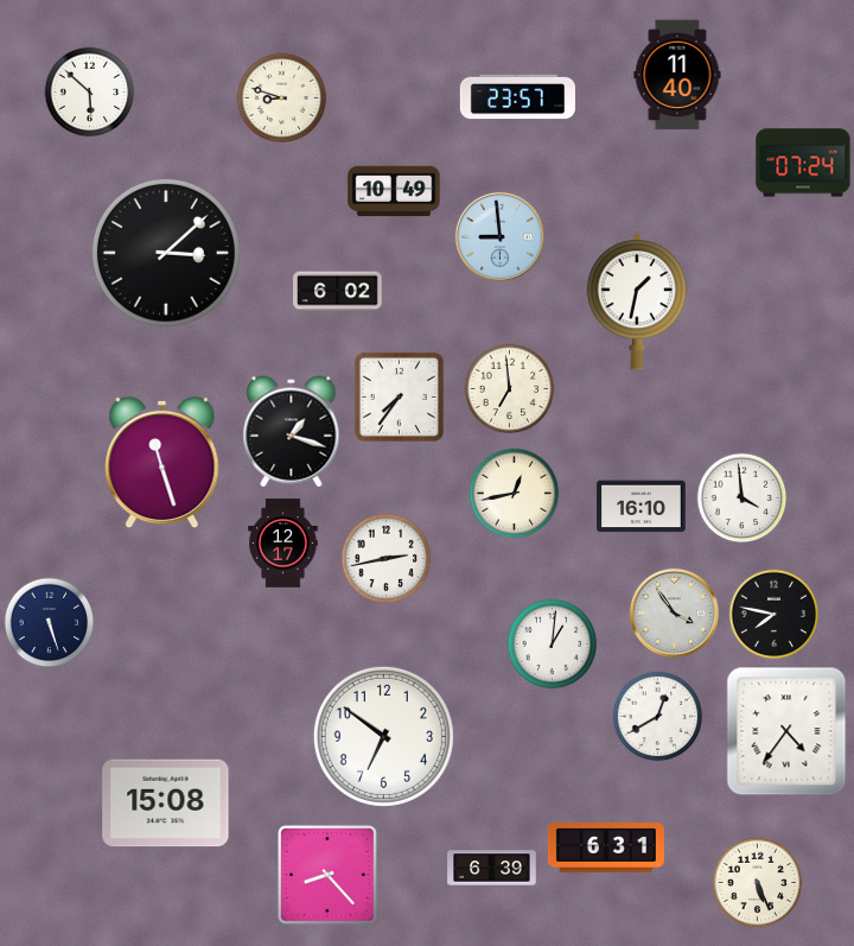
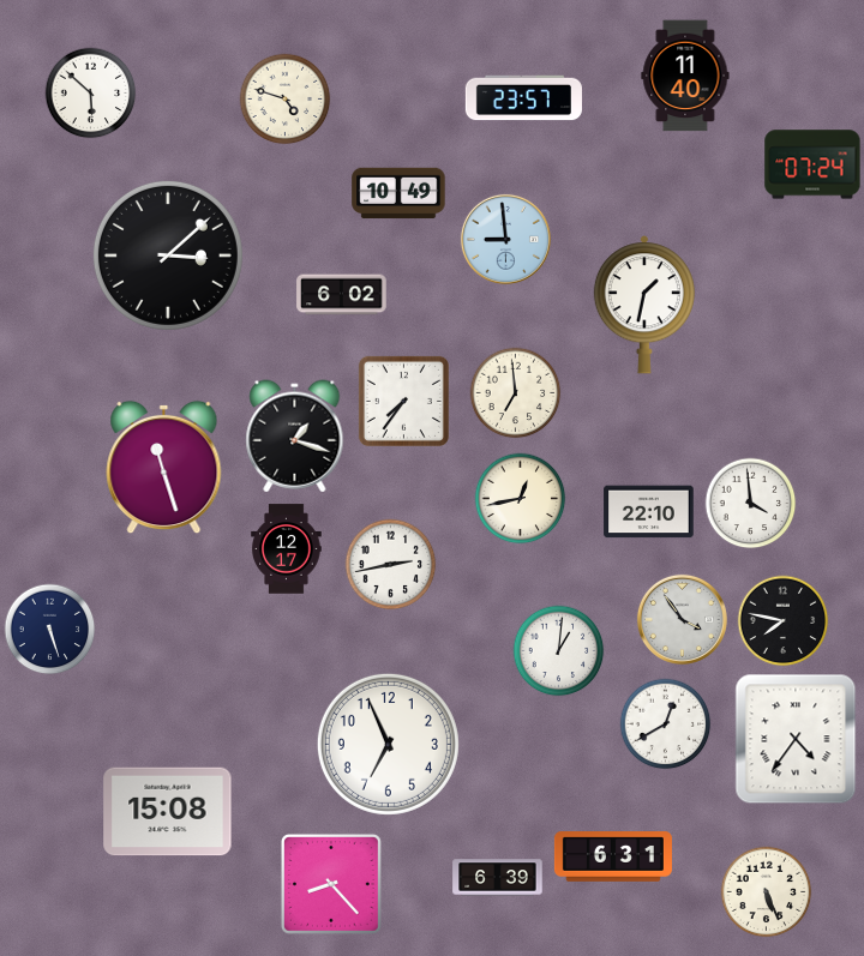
clock at (282, 99): 8:48 -> 4:48
clock at (642, 507): 16:10 -> 22:10
clock at (383, 736): 6:51 -> 6:56
